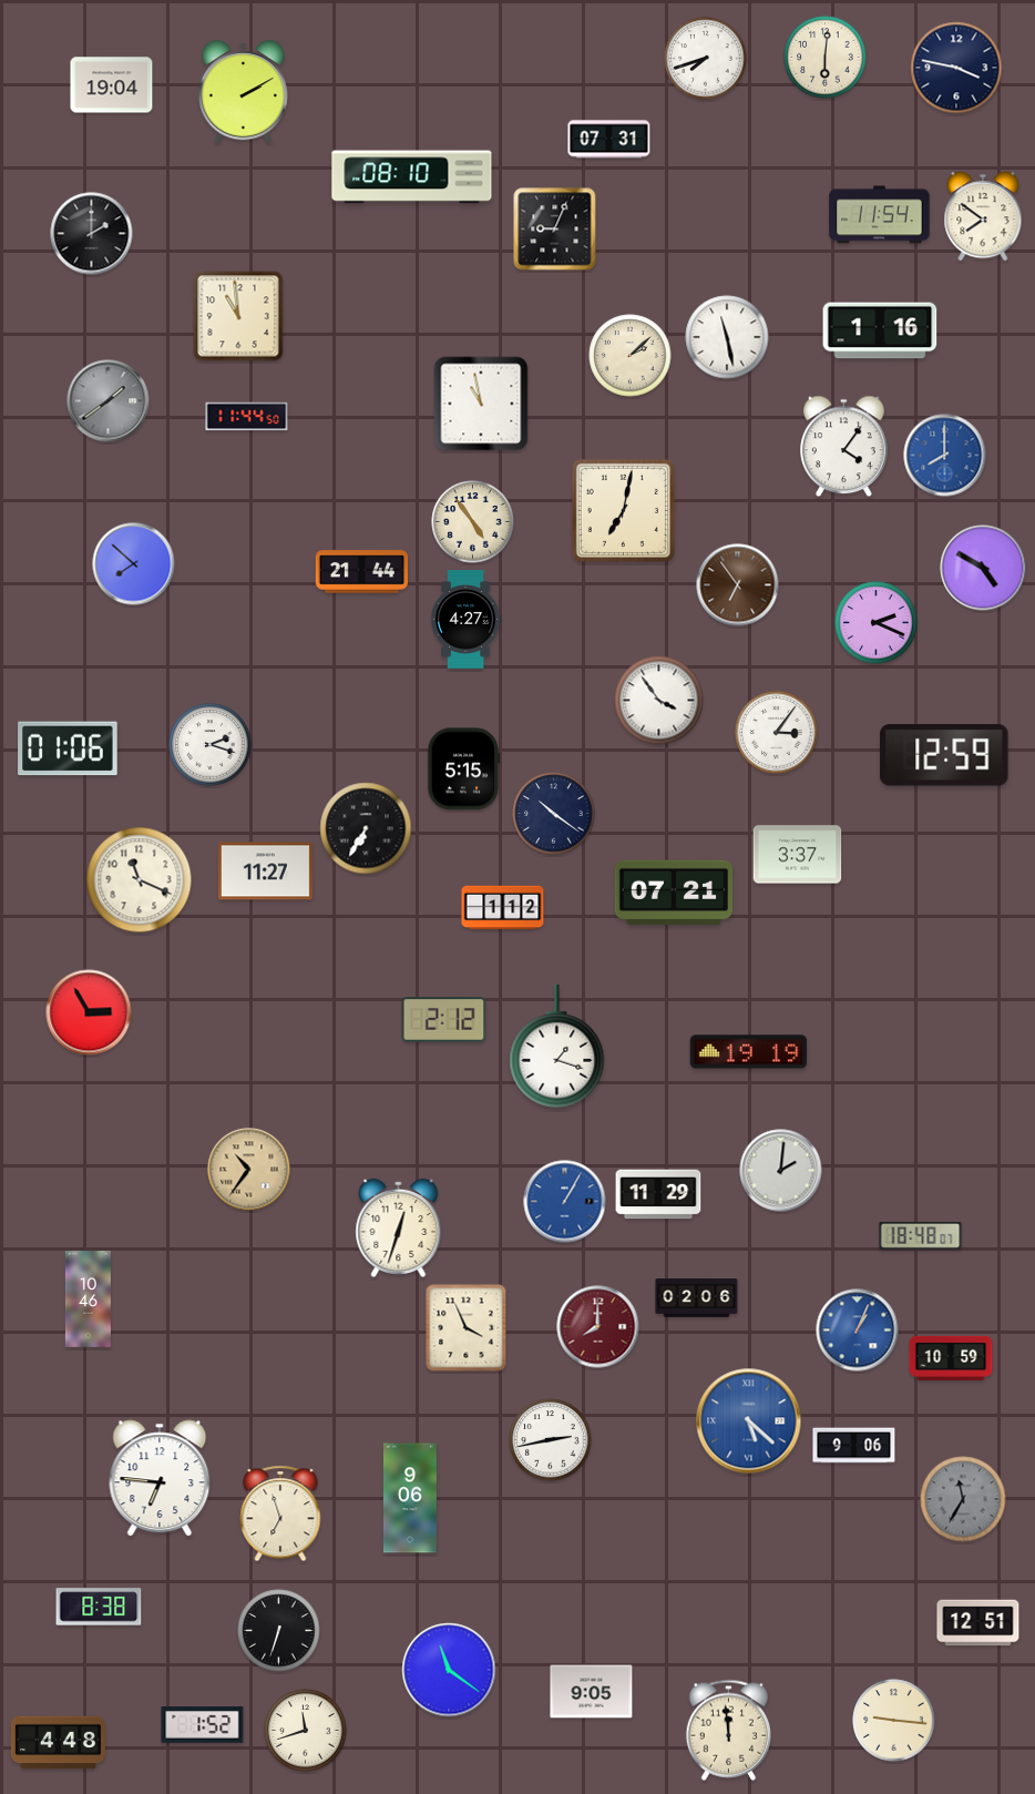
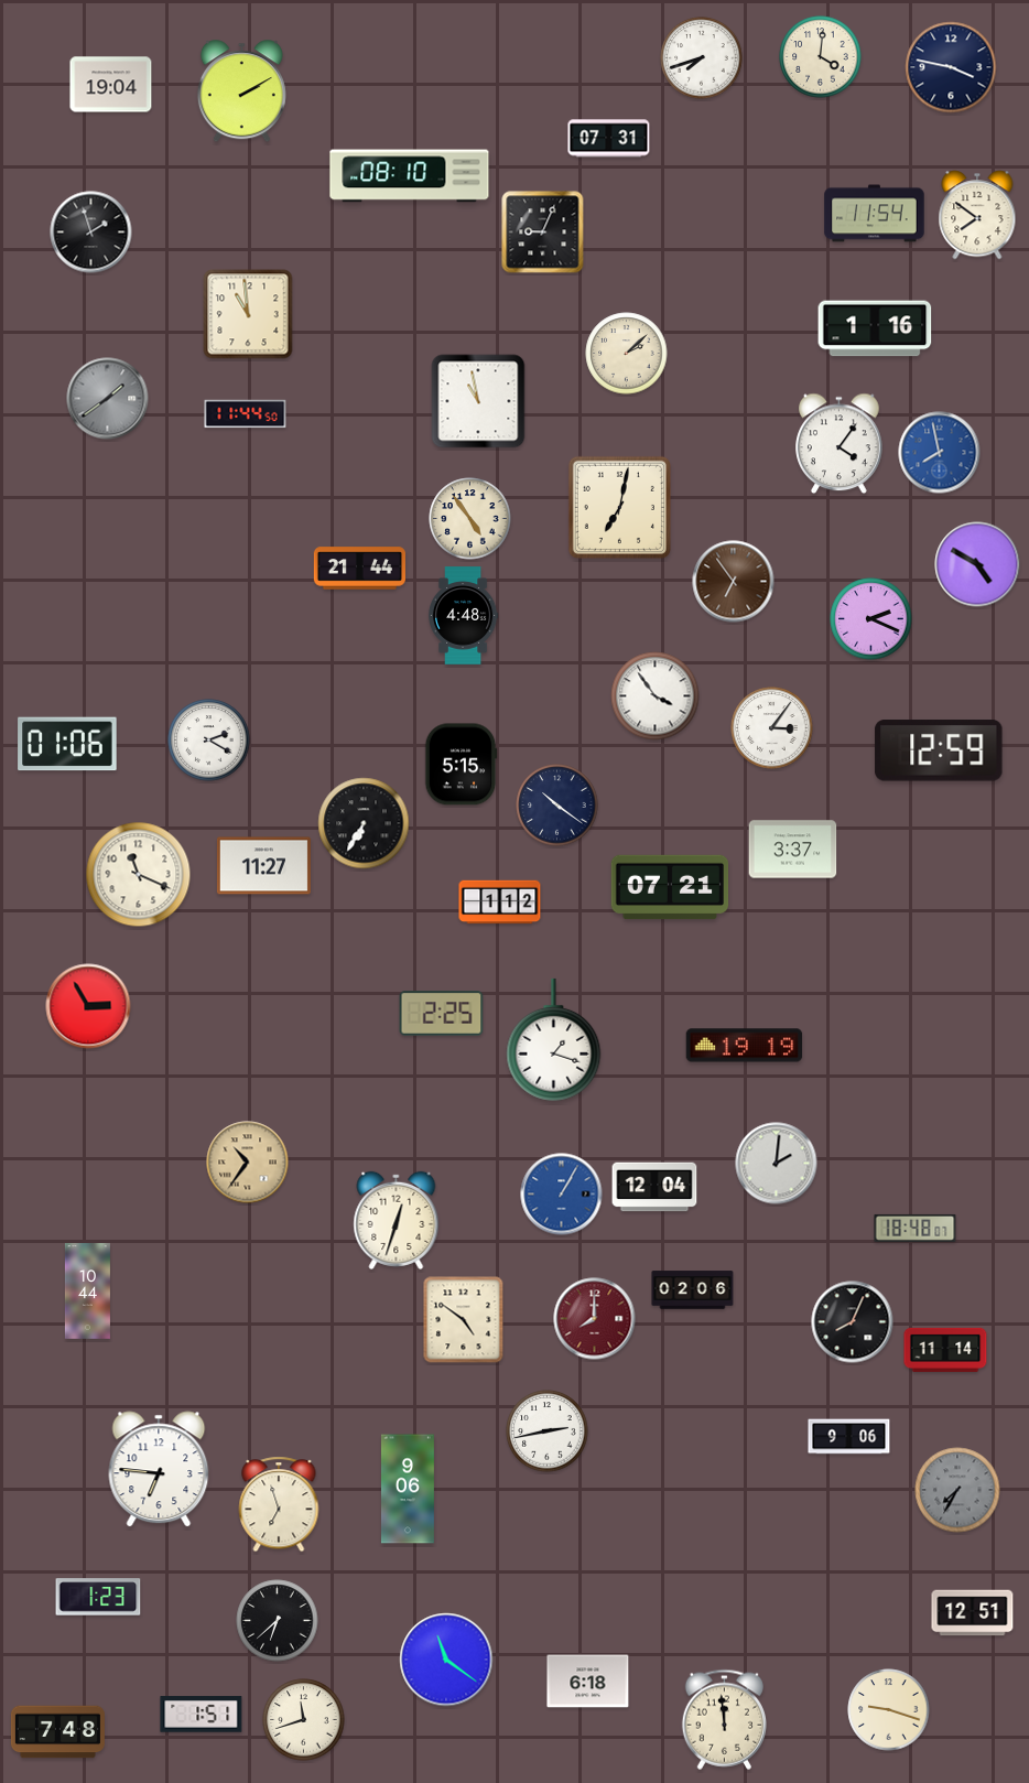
clock at (826, 58): 6:01 -> 4:01
clock at (609, 140) position: (609, 140) -> (609, 139)
clock at (555, 230) position: (555, 230) -> (543, 233)
clock at (92, 234): 2:00 -> 1:57
clock at (238, 316) position: (238, 316) -> (248, 314)
clock at (727, 337): 11:28 -> none
clock at (945, 456): 8:00 -> 7:58
clock at (134, 564): 7:52 -> none
clock at (465, 620): 4:27 -> 4:48
clock at (211, 745): 2:18 -> 2:20
clock at (554, 814) position: (554, 814) -> (557, 806)
clock at (444, 1020): 2:12 -> 2:25
clock at (658, 1194): 11:29 -> 12:04
clock at (88, 1299): 10:46 -> 10:44
clock at (467, 1328): 3:56 -> 4:51
clock at (858, 1331): 1:04 -> 8:04
clock at (858, 1331) dial: blue -> black
clock at (951, 1358): 10:59 -> 11:14
clock at (749, 1421): 5:22 -> none
clock at (963, 1499): 11:35 -> 7:35
clock at (99, 1607): 8:38 -> 1:23
clock at (279, 1631): 6:33 -> 6:38
clock at (592, 1692): 9:05 -> 6:18
clock at (894, 1721): 9:16 -> 9:18
clock at (203, 1725): 1:52 -> 1:51
clock at (58, 1743): 4:48 -> 7:48
